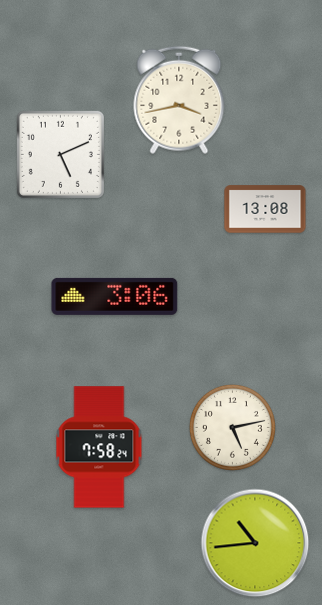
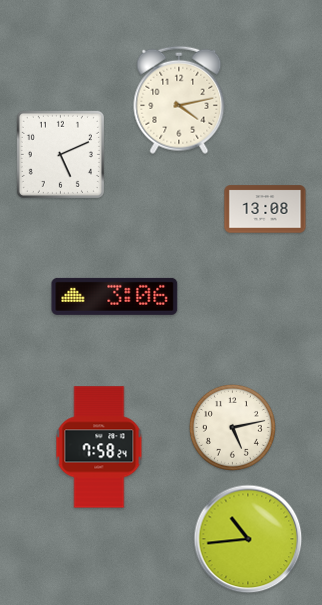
clock at (179, 100): 3:43 -> 4:13
clock at (255, 543) position: (255, 543) -> (248, 539)
